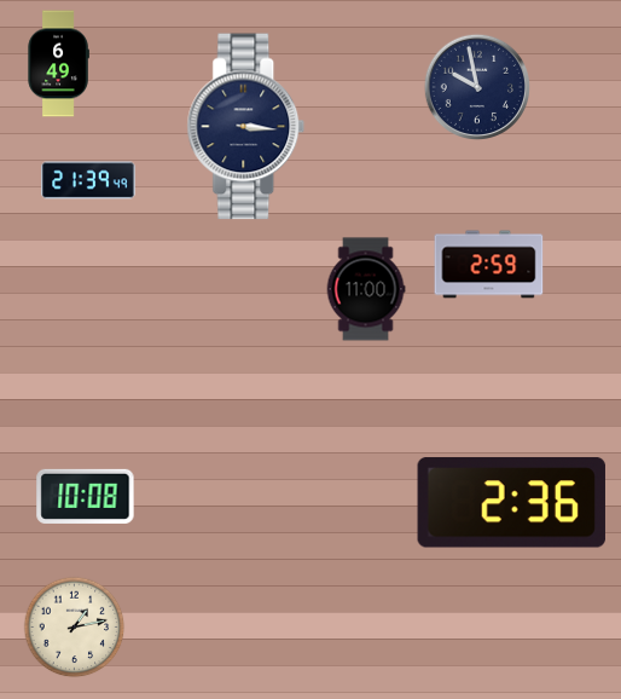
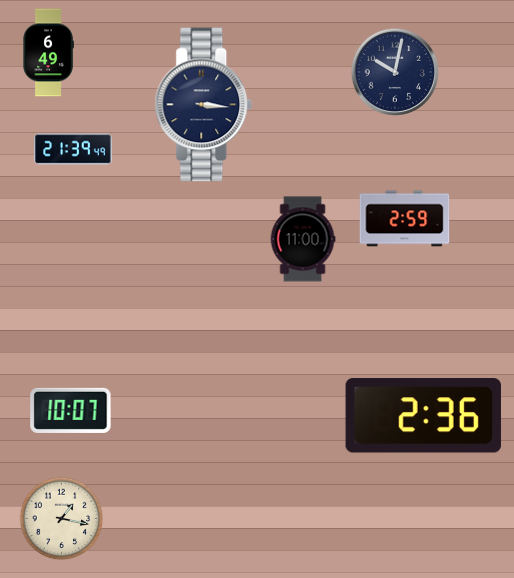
clock at (476, 86): 9:58 -> 10:02
clock at (86, 496): 10:08 -> 10:07
clock at (75, 628): 1:13 -> 1:17
